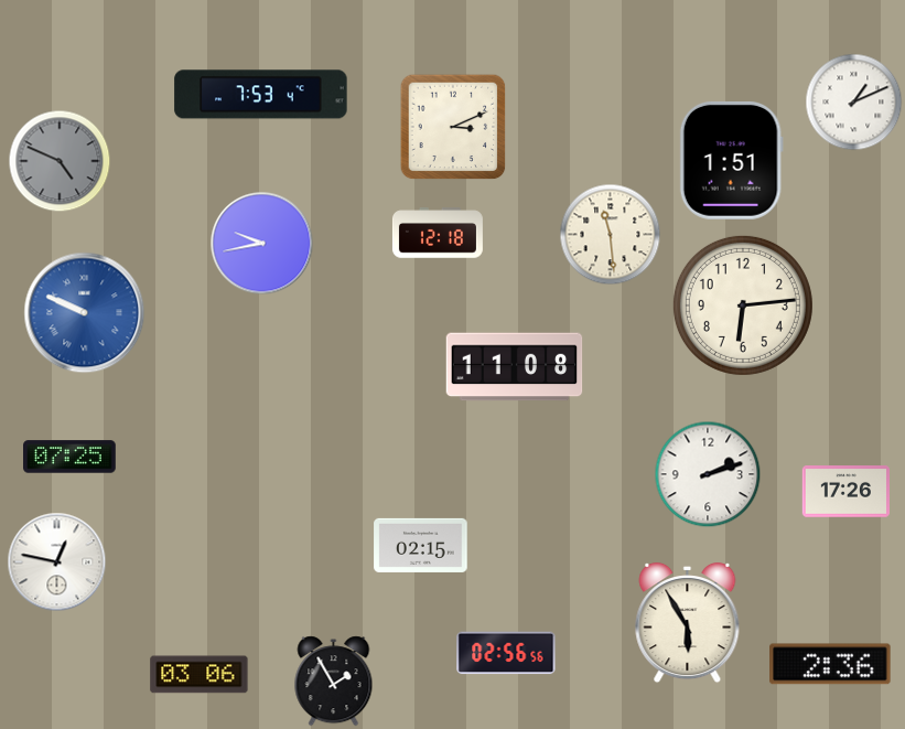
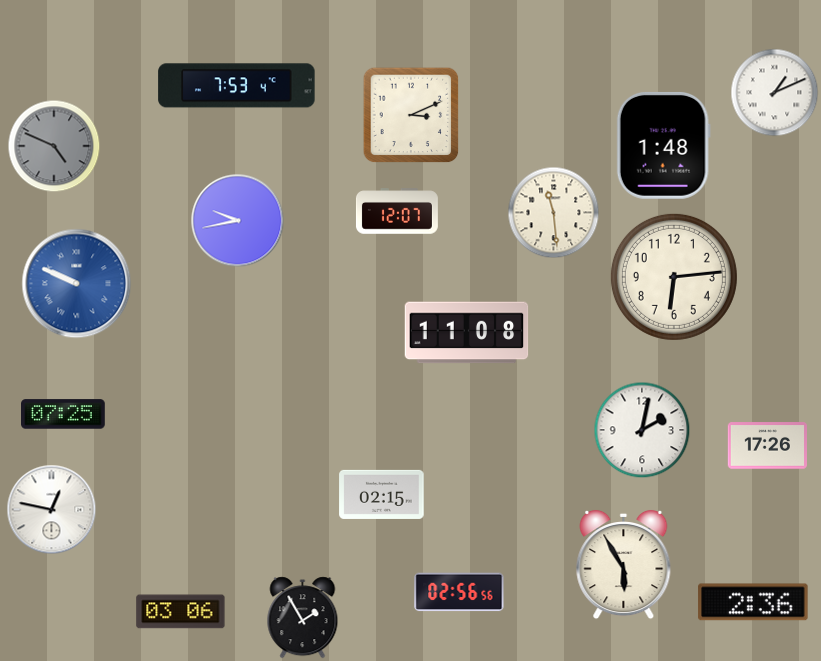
clock at (731, 160): 1:51 -> 1:48
clock at (438, 233): 12:18 -> 12:07
clock at (708, 474): 2:12 -> 2:02
